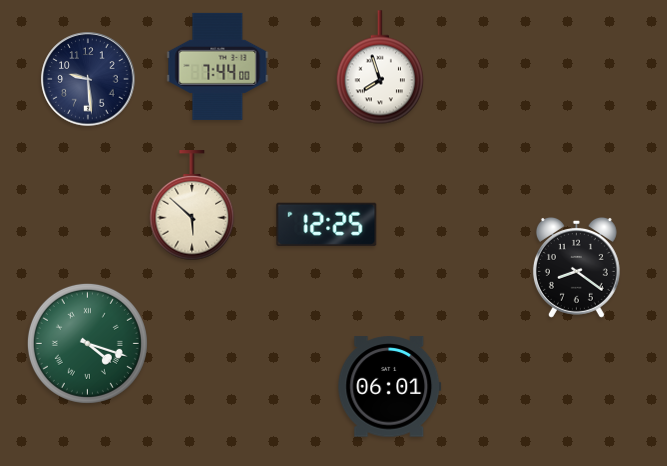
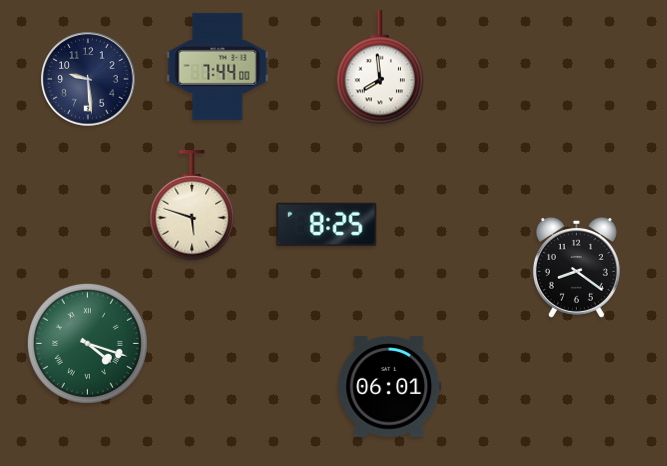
clock at (379, 67): 7:57 -> 7:59
clock at (192, 206): 5:52 -> 5:48
clock at (327, 224): 12:25 -> 8:25
